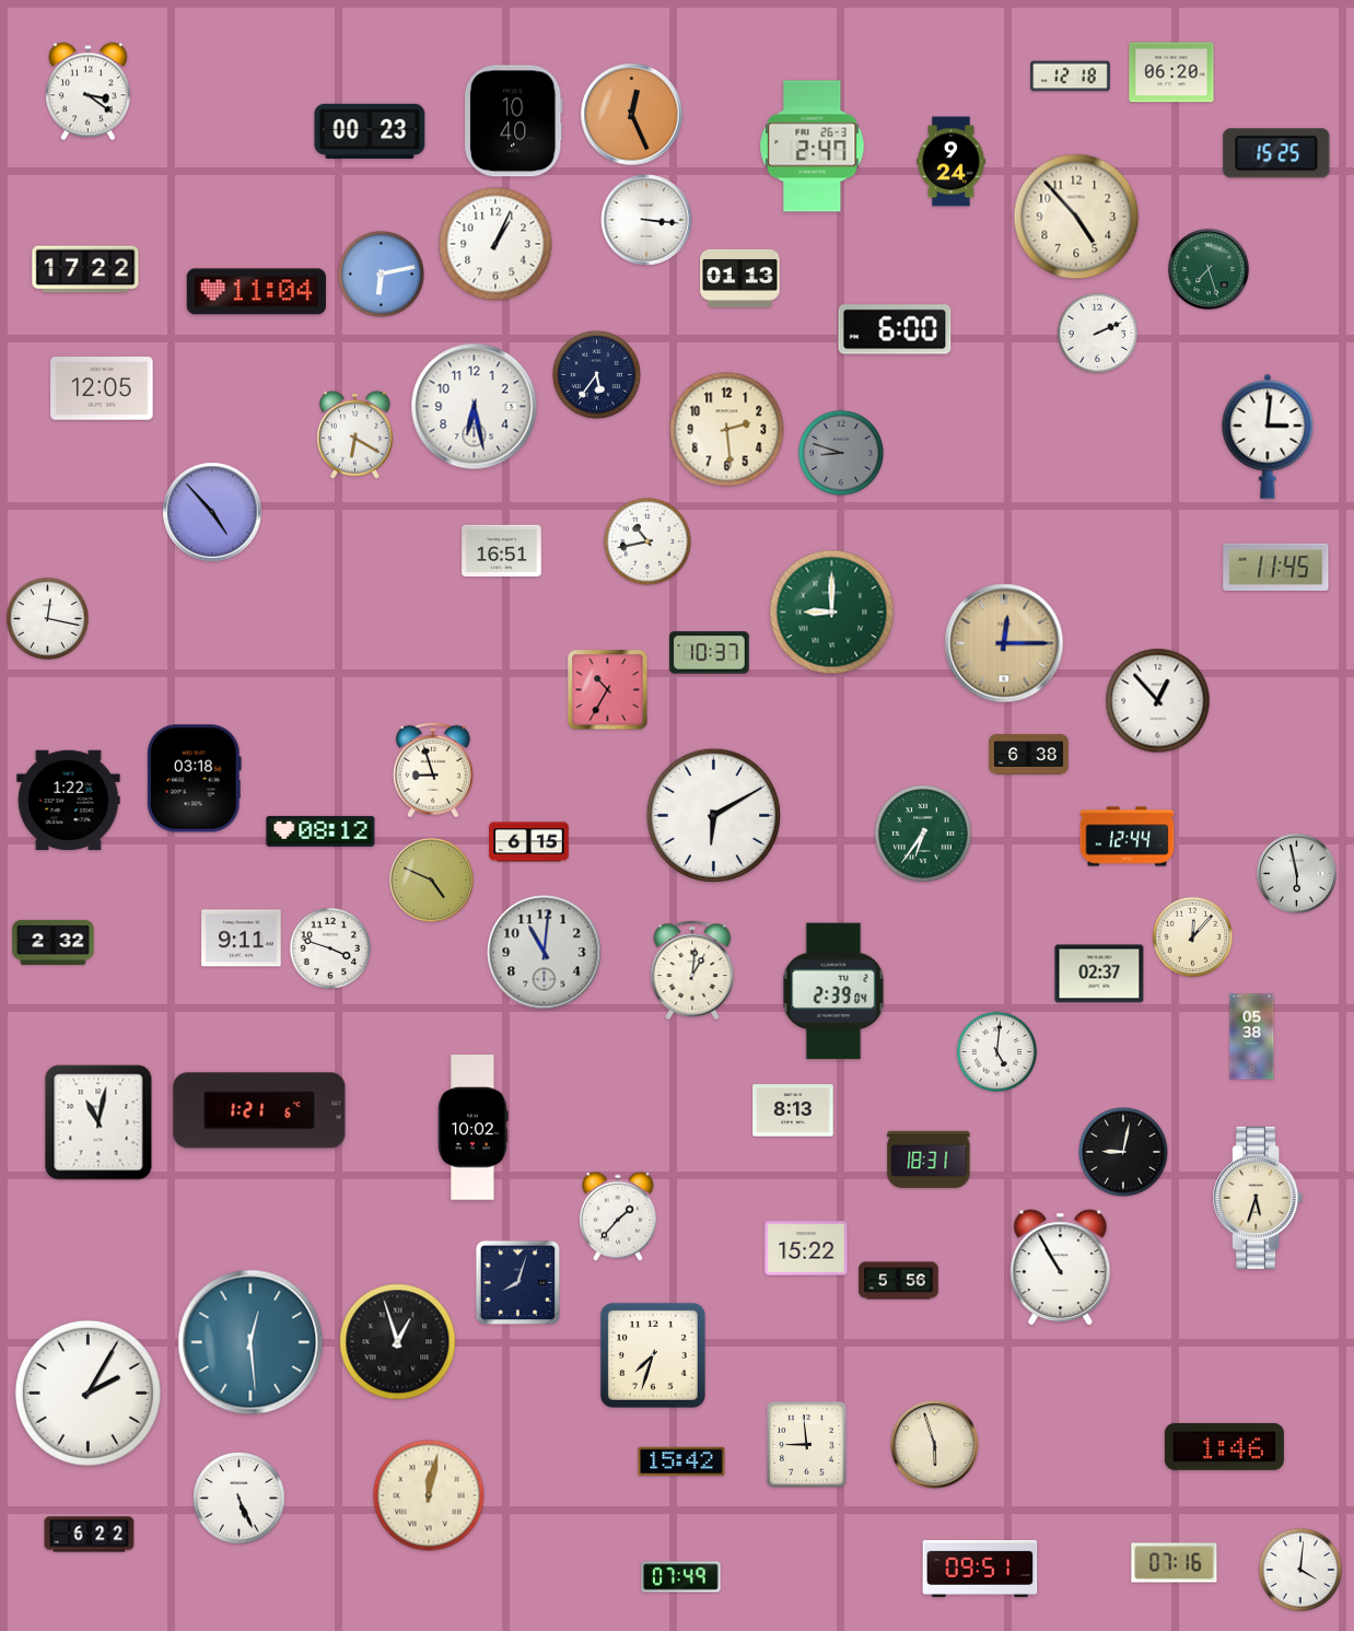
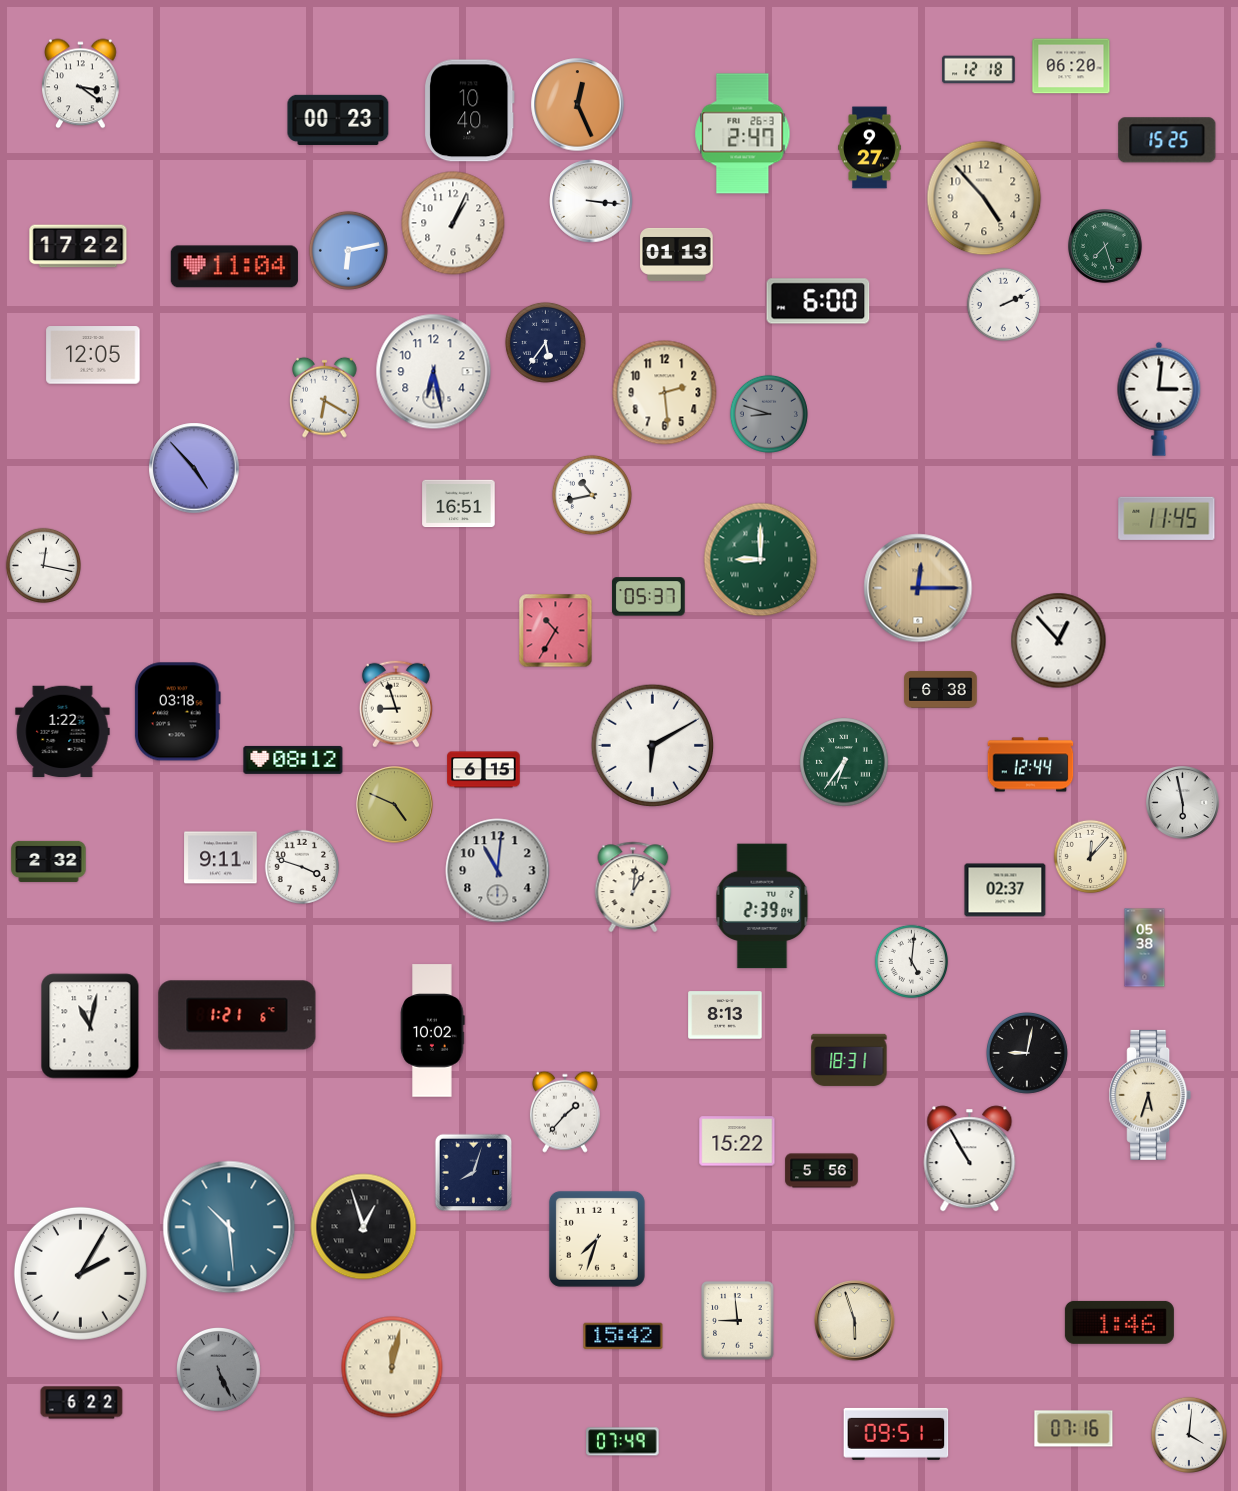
clock at (952, 162): 9:24 -> 9:27
clock at (710, 653): 10:37 -> 05:37
clock at (1297, 874) position: (1297, 874) -> (1183, 803)
clock at (250, 1342): 12:29 -> 10:29
clock at (240, 1499) dial: white -> grey
